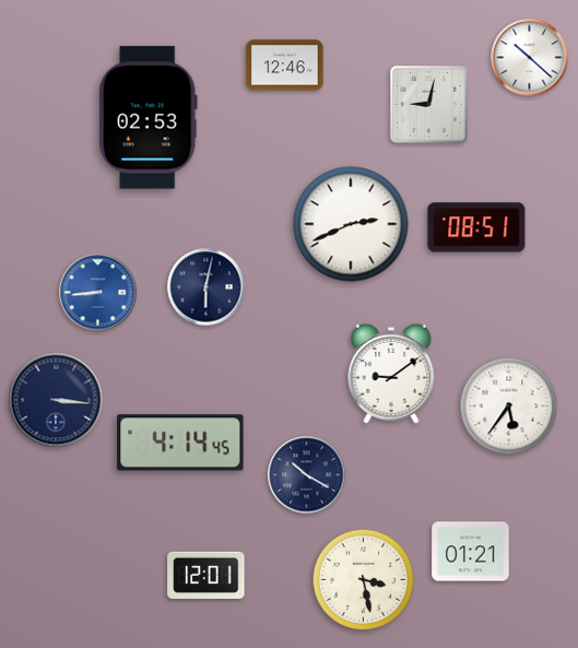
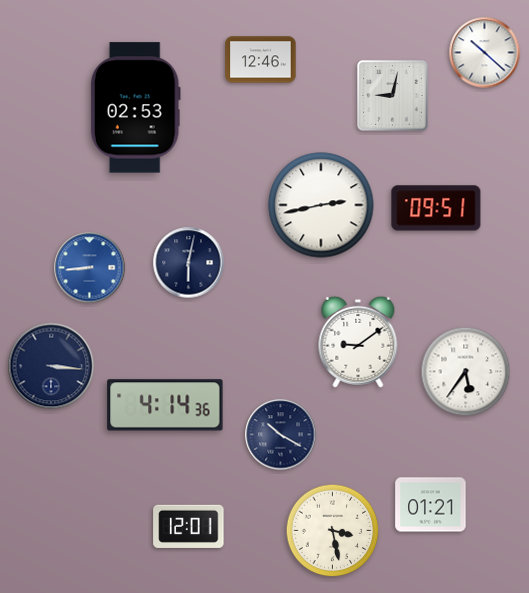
clock at (351, 224): 2:41 -> 2:43
clock at (476, 227): 08:51 -> 09:51
clock at (180, 443): 4:14:45 -> 4:14:36
